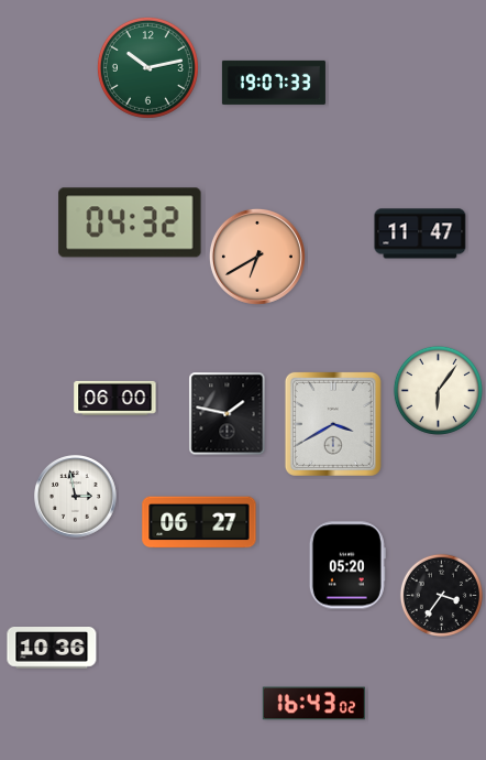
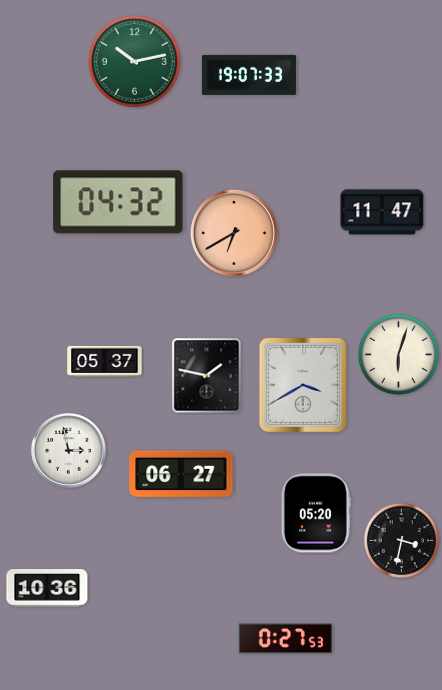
clock at (438, 390): 6:06 -> 6:03
clock at (115, 398): 06:00 -> 05:37
clock at (441, 595): 3:36 -> 3:32
clock at (313, 704): 16:43 -> 0:27
